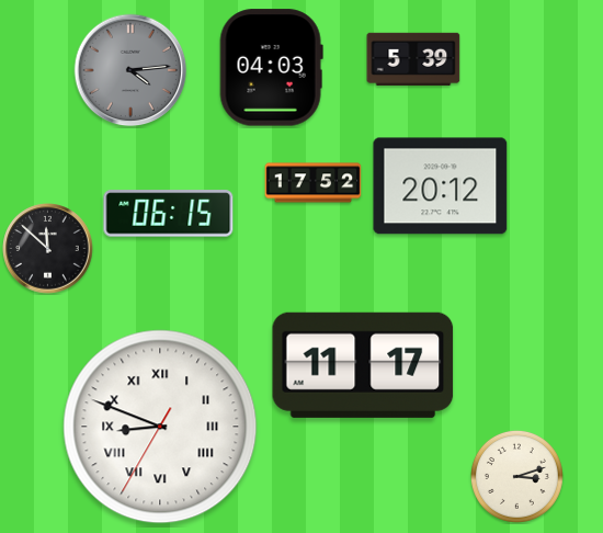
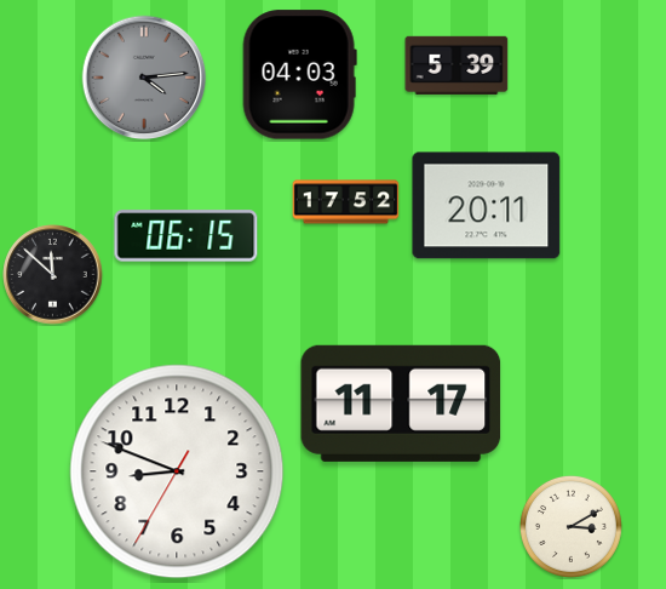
clock at (441, 186): 20:12 -> 20:11
clock at (160, 427) numerals: Roman -> Arabic
clock at (516, 476): 3:12 -> 3:10
